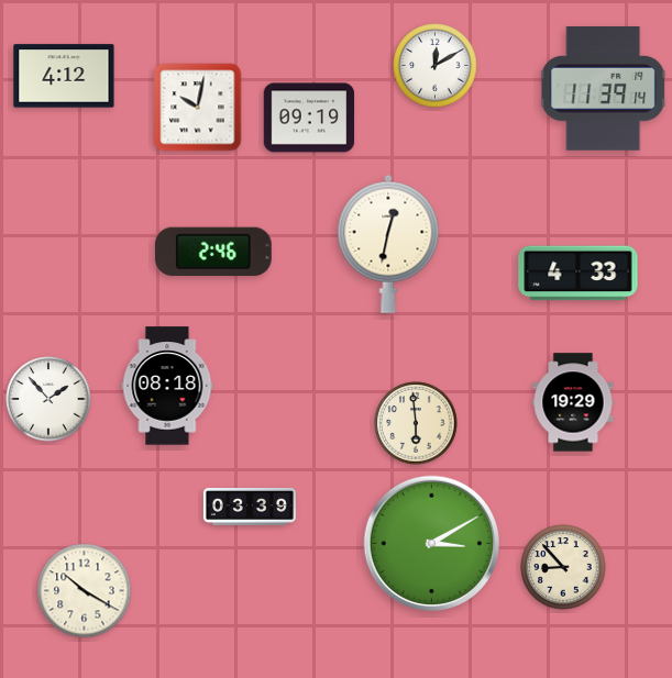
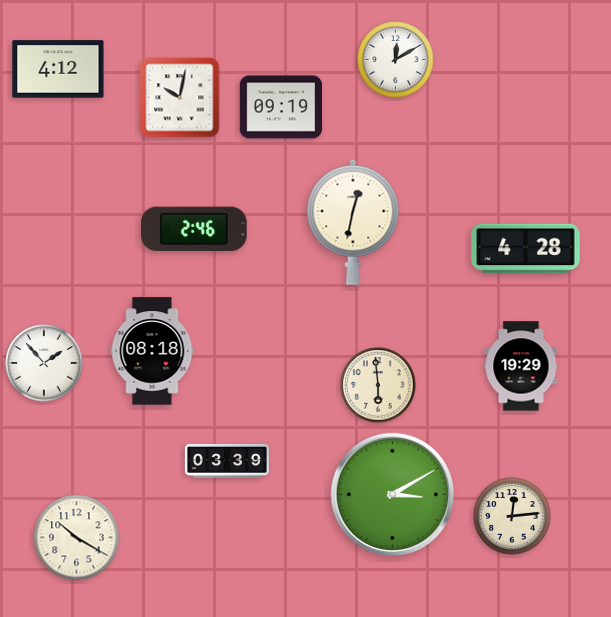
clock at (604, 88): 11:39 -> none
clock at (579, 274): 4:33 -> 4:28
clock at (563, 567): 8:53 -> 12:14
